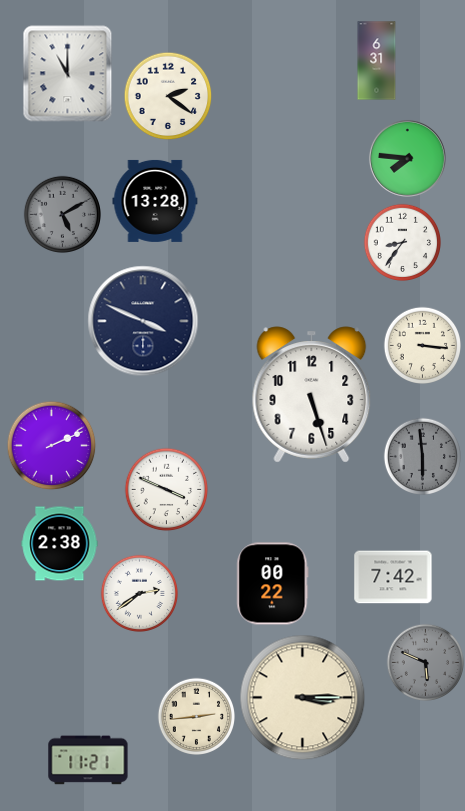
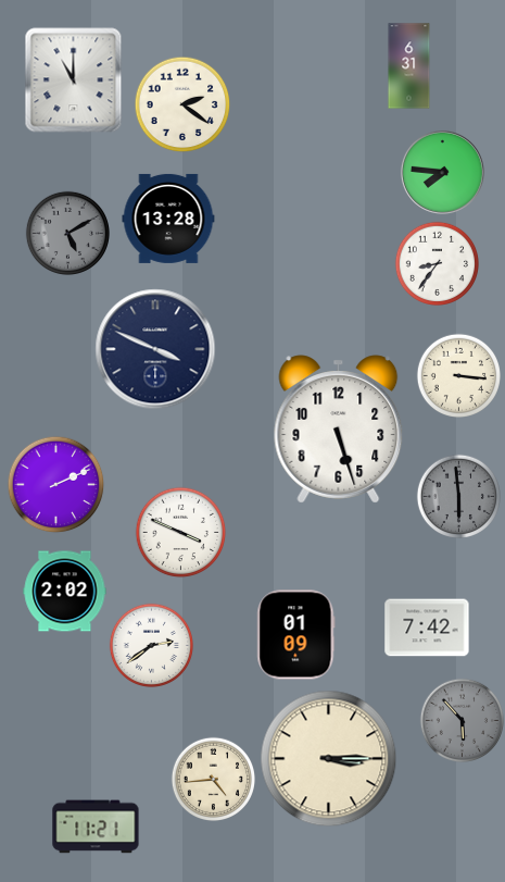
clock at (60, 544): 2:38 -> 2:02
clock at (273, 584): 00:22 -> 01:09
clock at (425, 662): 5:49 -> 5:53
clock at (196, 716): 2:44 -> 4:44
